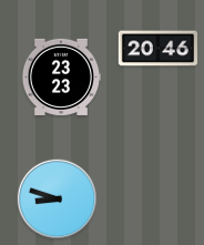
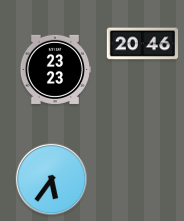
clock at (58, 200): 8:48 -> 5:36
